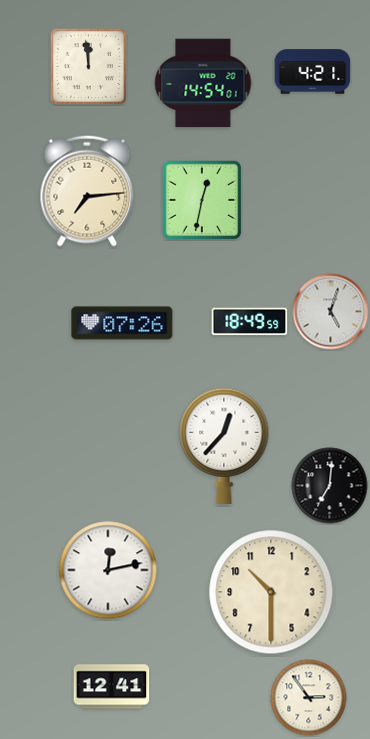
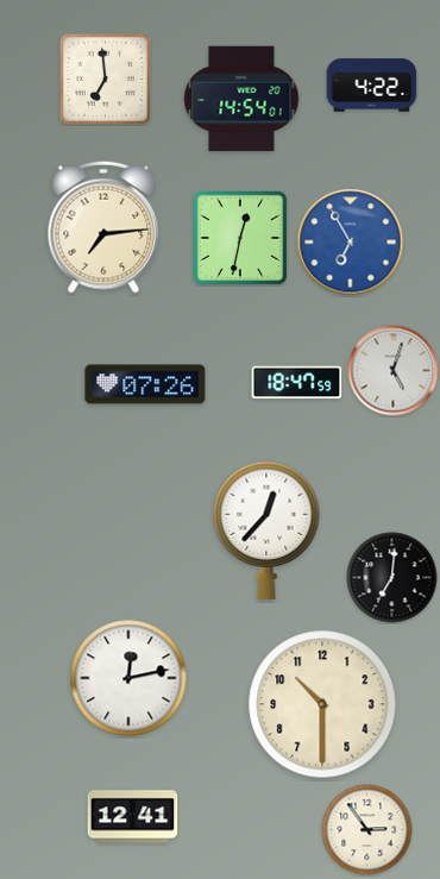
clock at (88, 66): 11:59 -> 6:59
clock at (313, 72): 4:21 -> 4:22
clock at (351, 243): none -> 6:55
clock at (250, 322): 18:49 -> 18:47
